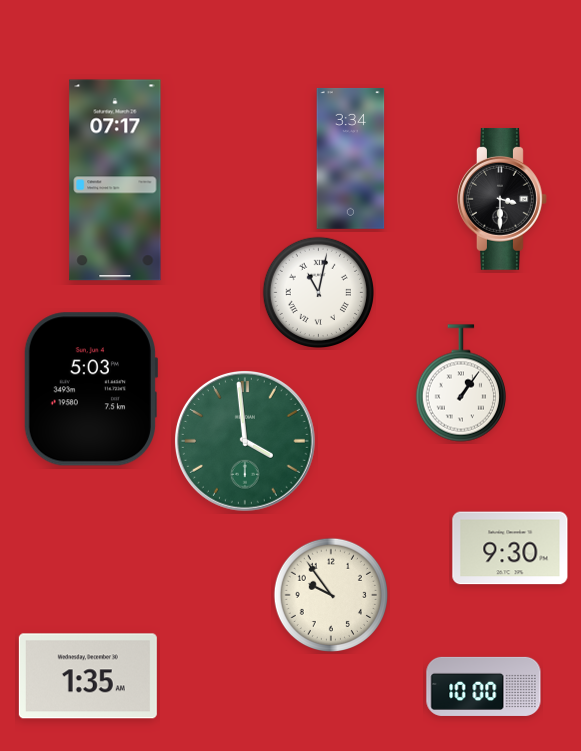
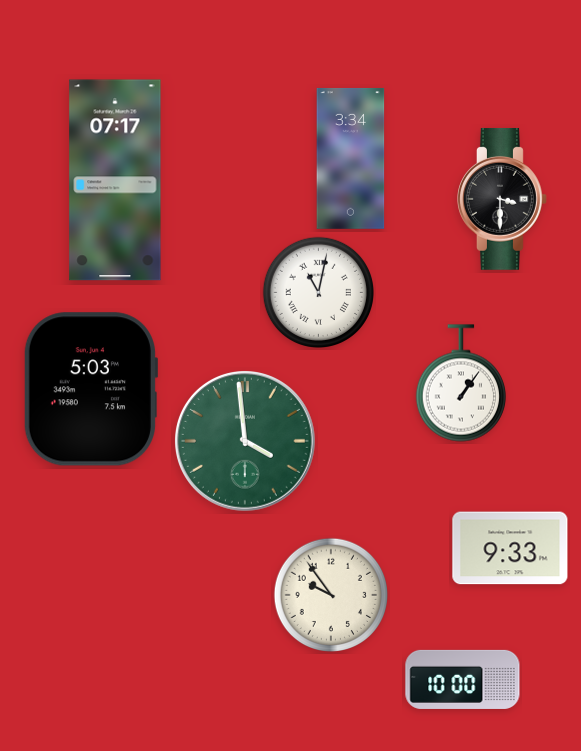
clock at (510, 548): 9:30 -> 9:33
clock at (88, 676): 1:35 -> none
clock at (484, 686) position: (484, 686) -> (463, 679)
